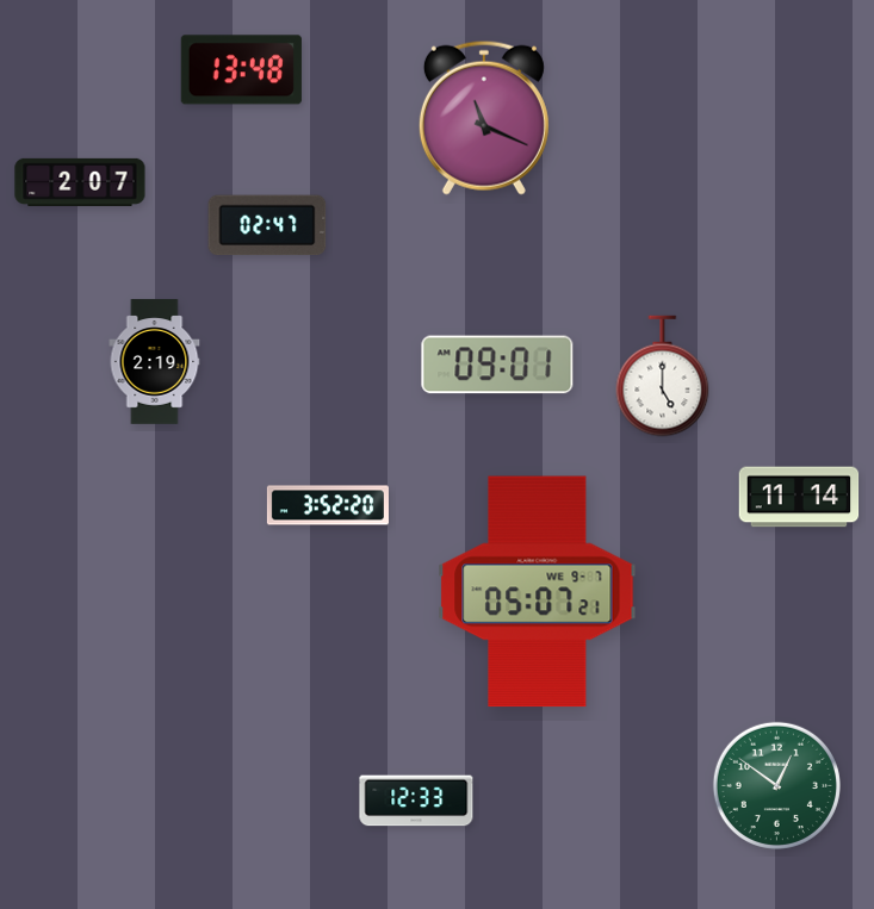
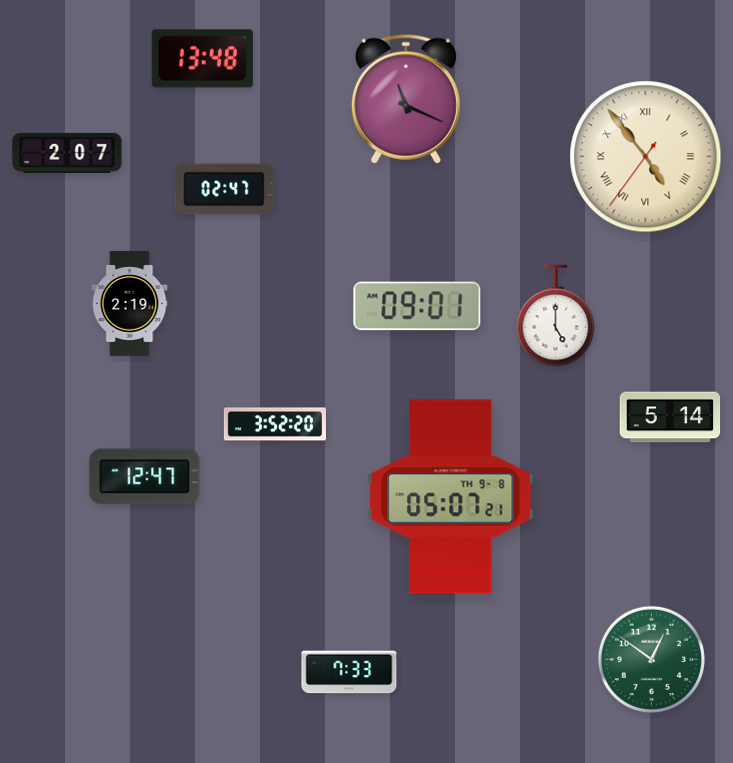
clock at (646, 157): none -> 4:53
clock at (799, 497): 11:14 -> 5:14
clock at (145, 477): none -> 12:47
clock at (538, 592) date: WE 9-7 -> TH 9-8
clock at (416, 801): 12:33 -> 7:33
